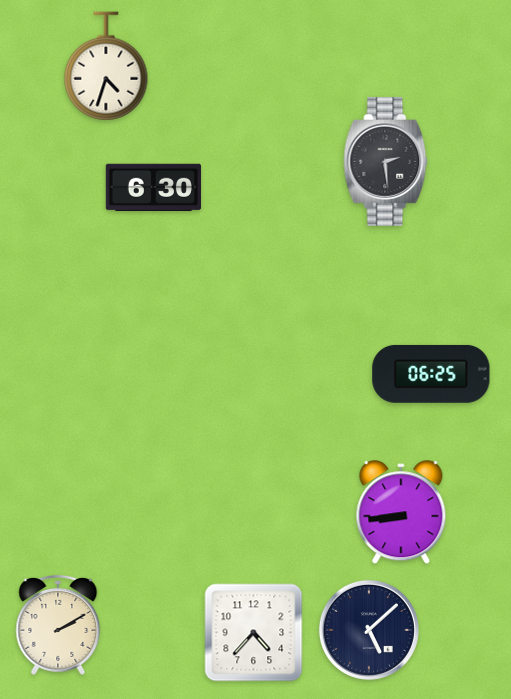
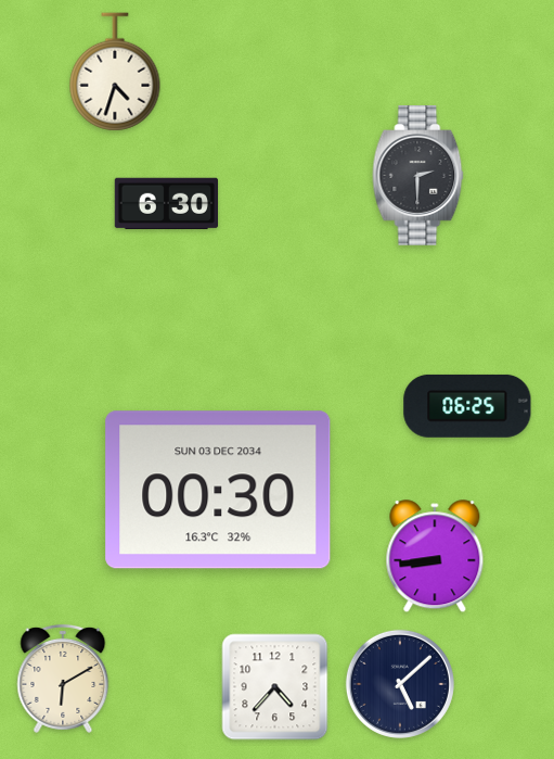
clock at (386, 162): 2:29 -> 2:30
clock at (218, 490): none -> 00:30
clock at (58, 625): 2:10 -> 6:10
